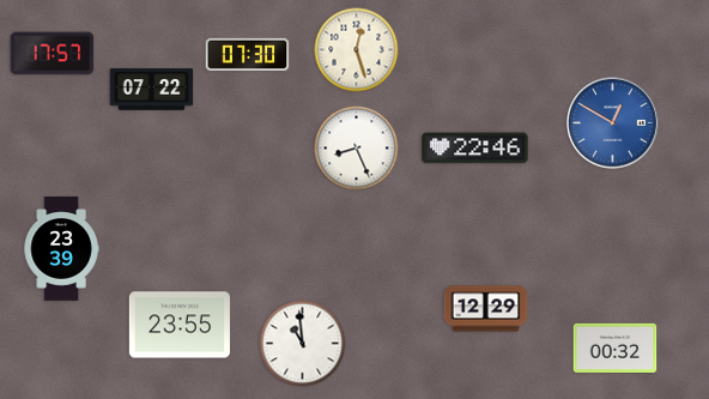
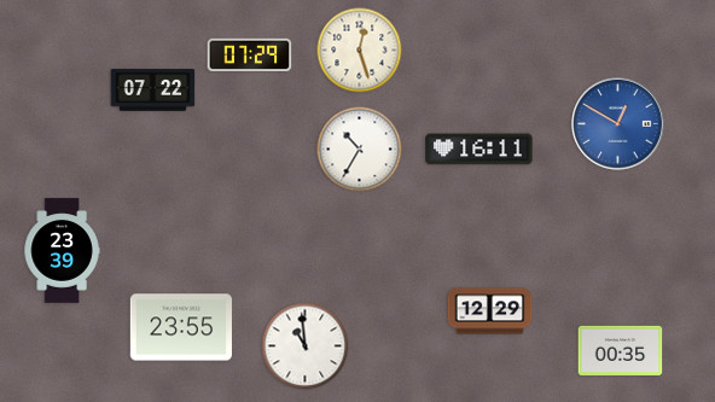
clock at (53, 54): 17:57 -> none
clock at (248, 55): 07:30 -> 07:29
clock at (357, 149): 8:26 -> 10:35
clock at (475, 149): 22:46 -> 16:11
clock at (616, 347): 00:32 -> 00:35
